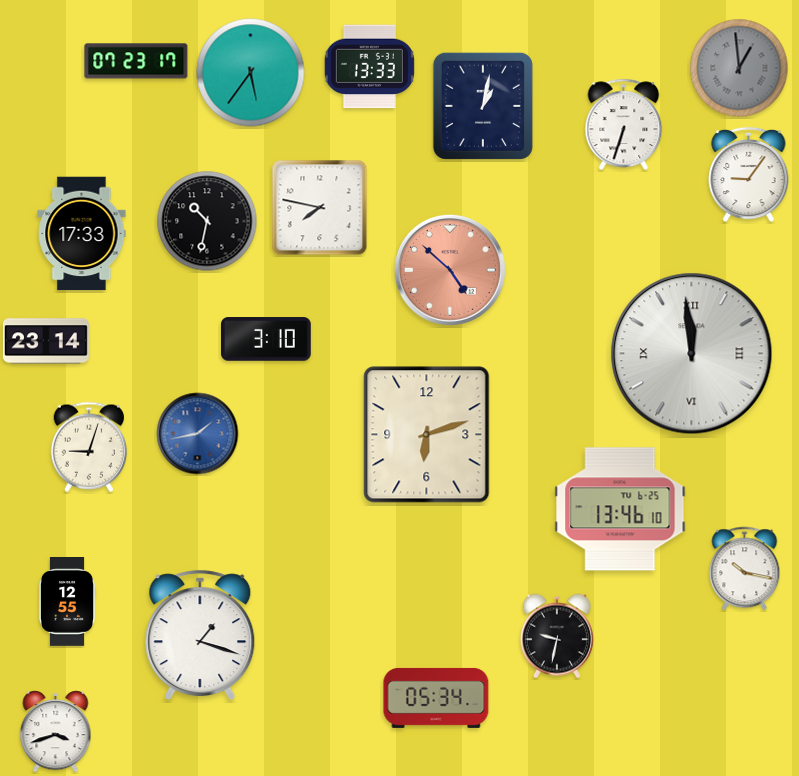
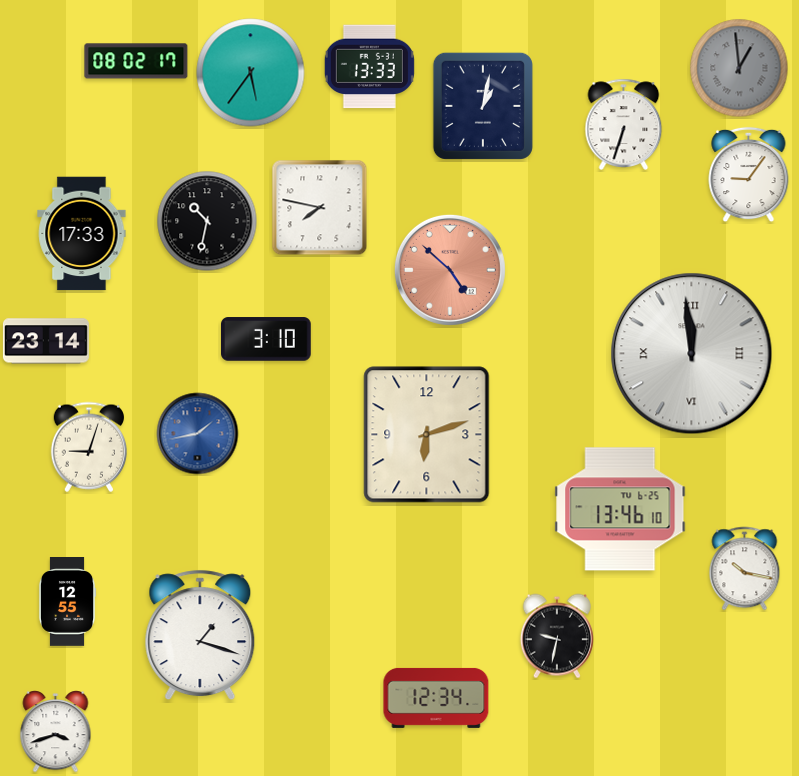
clock at (136, 61): 07:23 -> 08:02
clock at (436, 698): 05:34 -> 12:34
